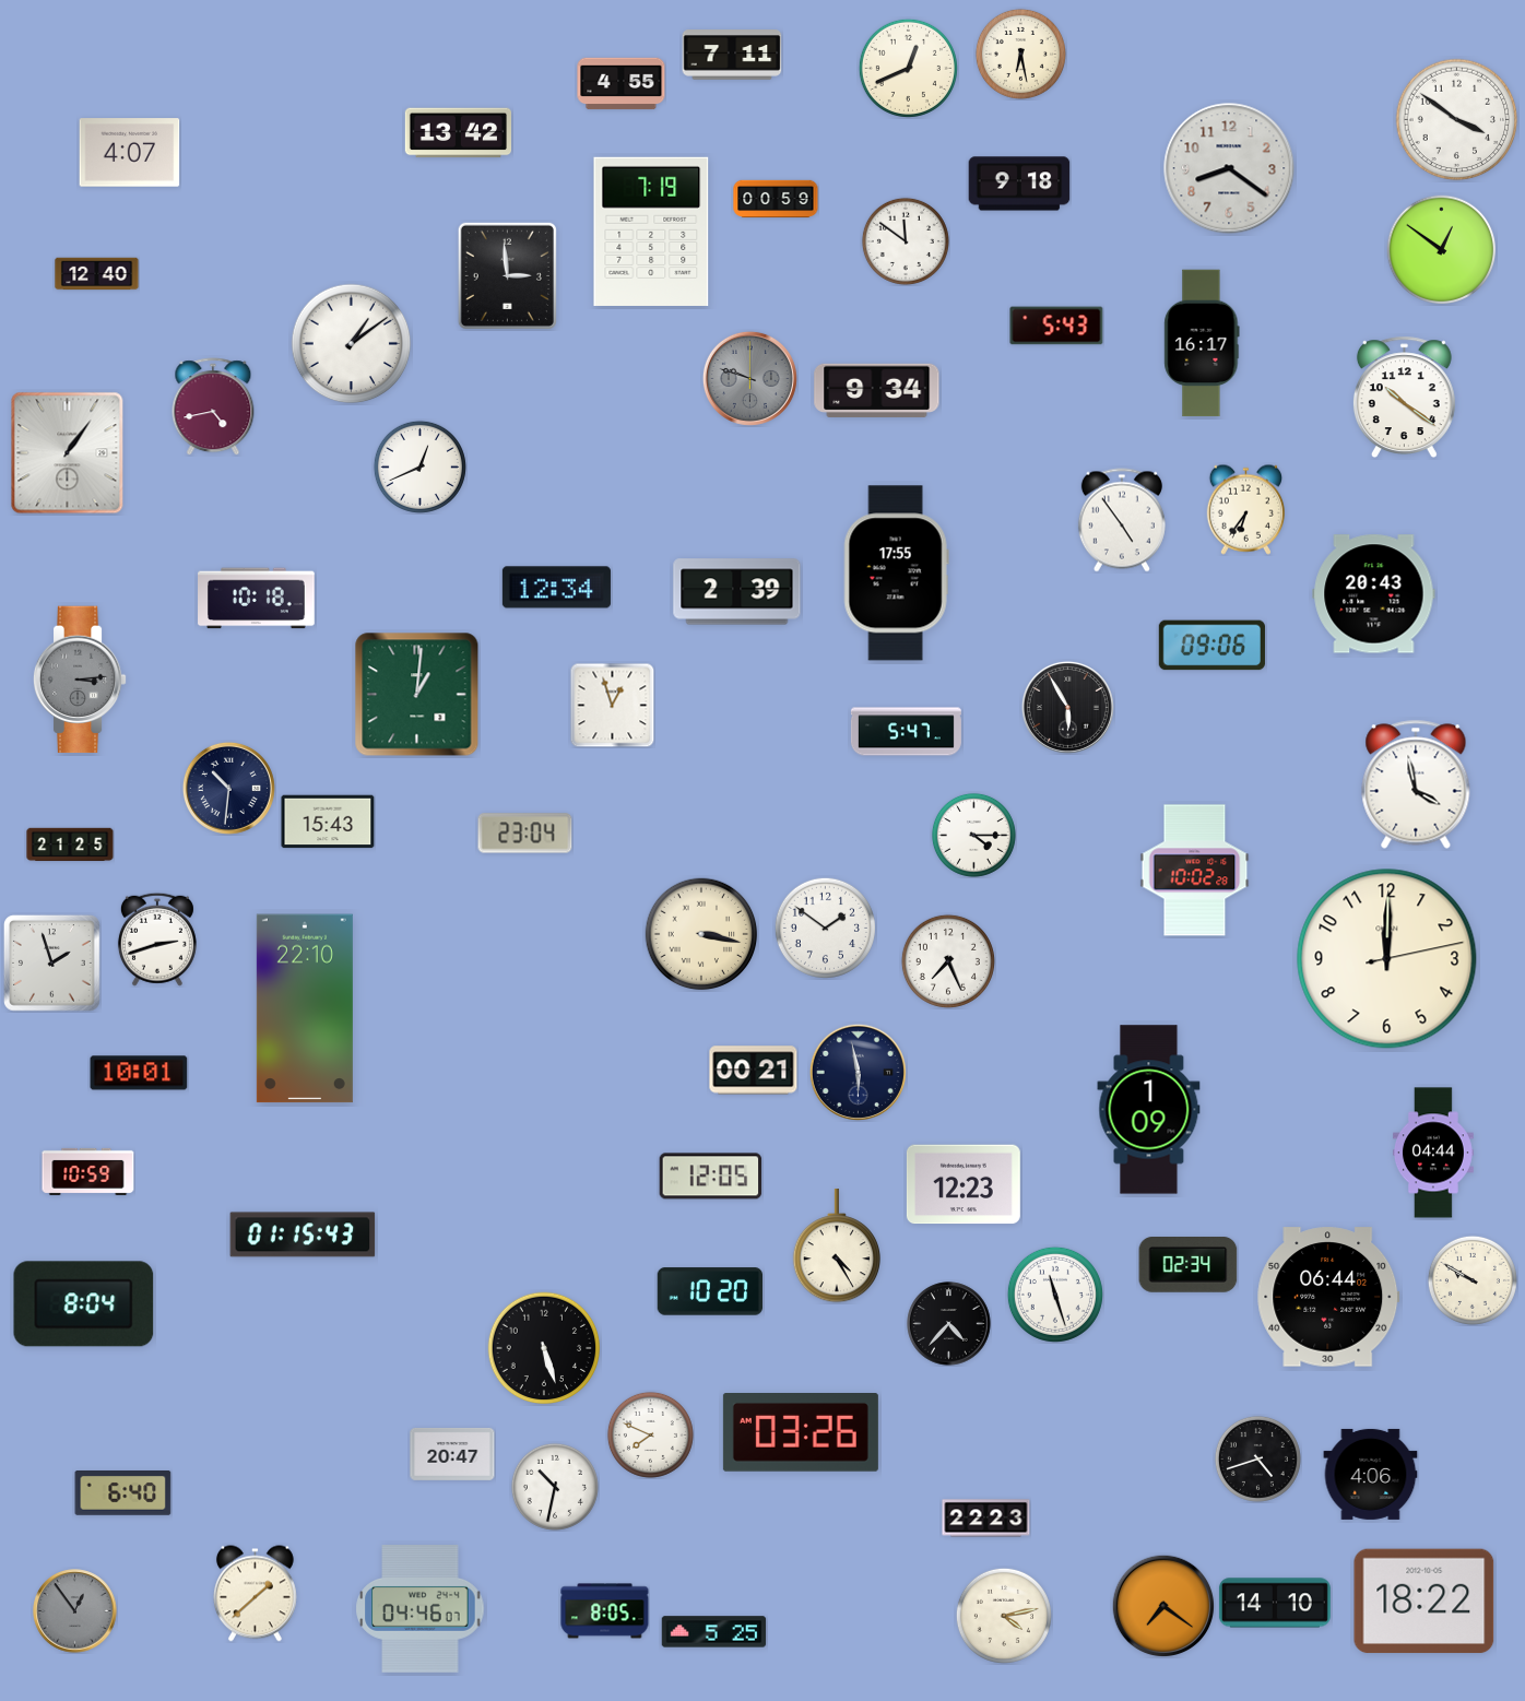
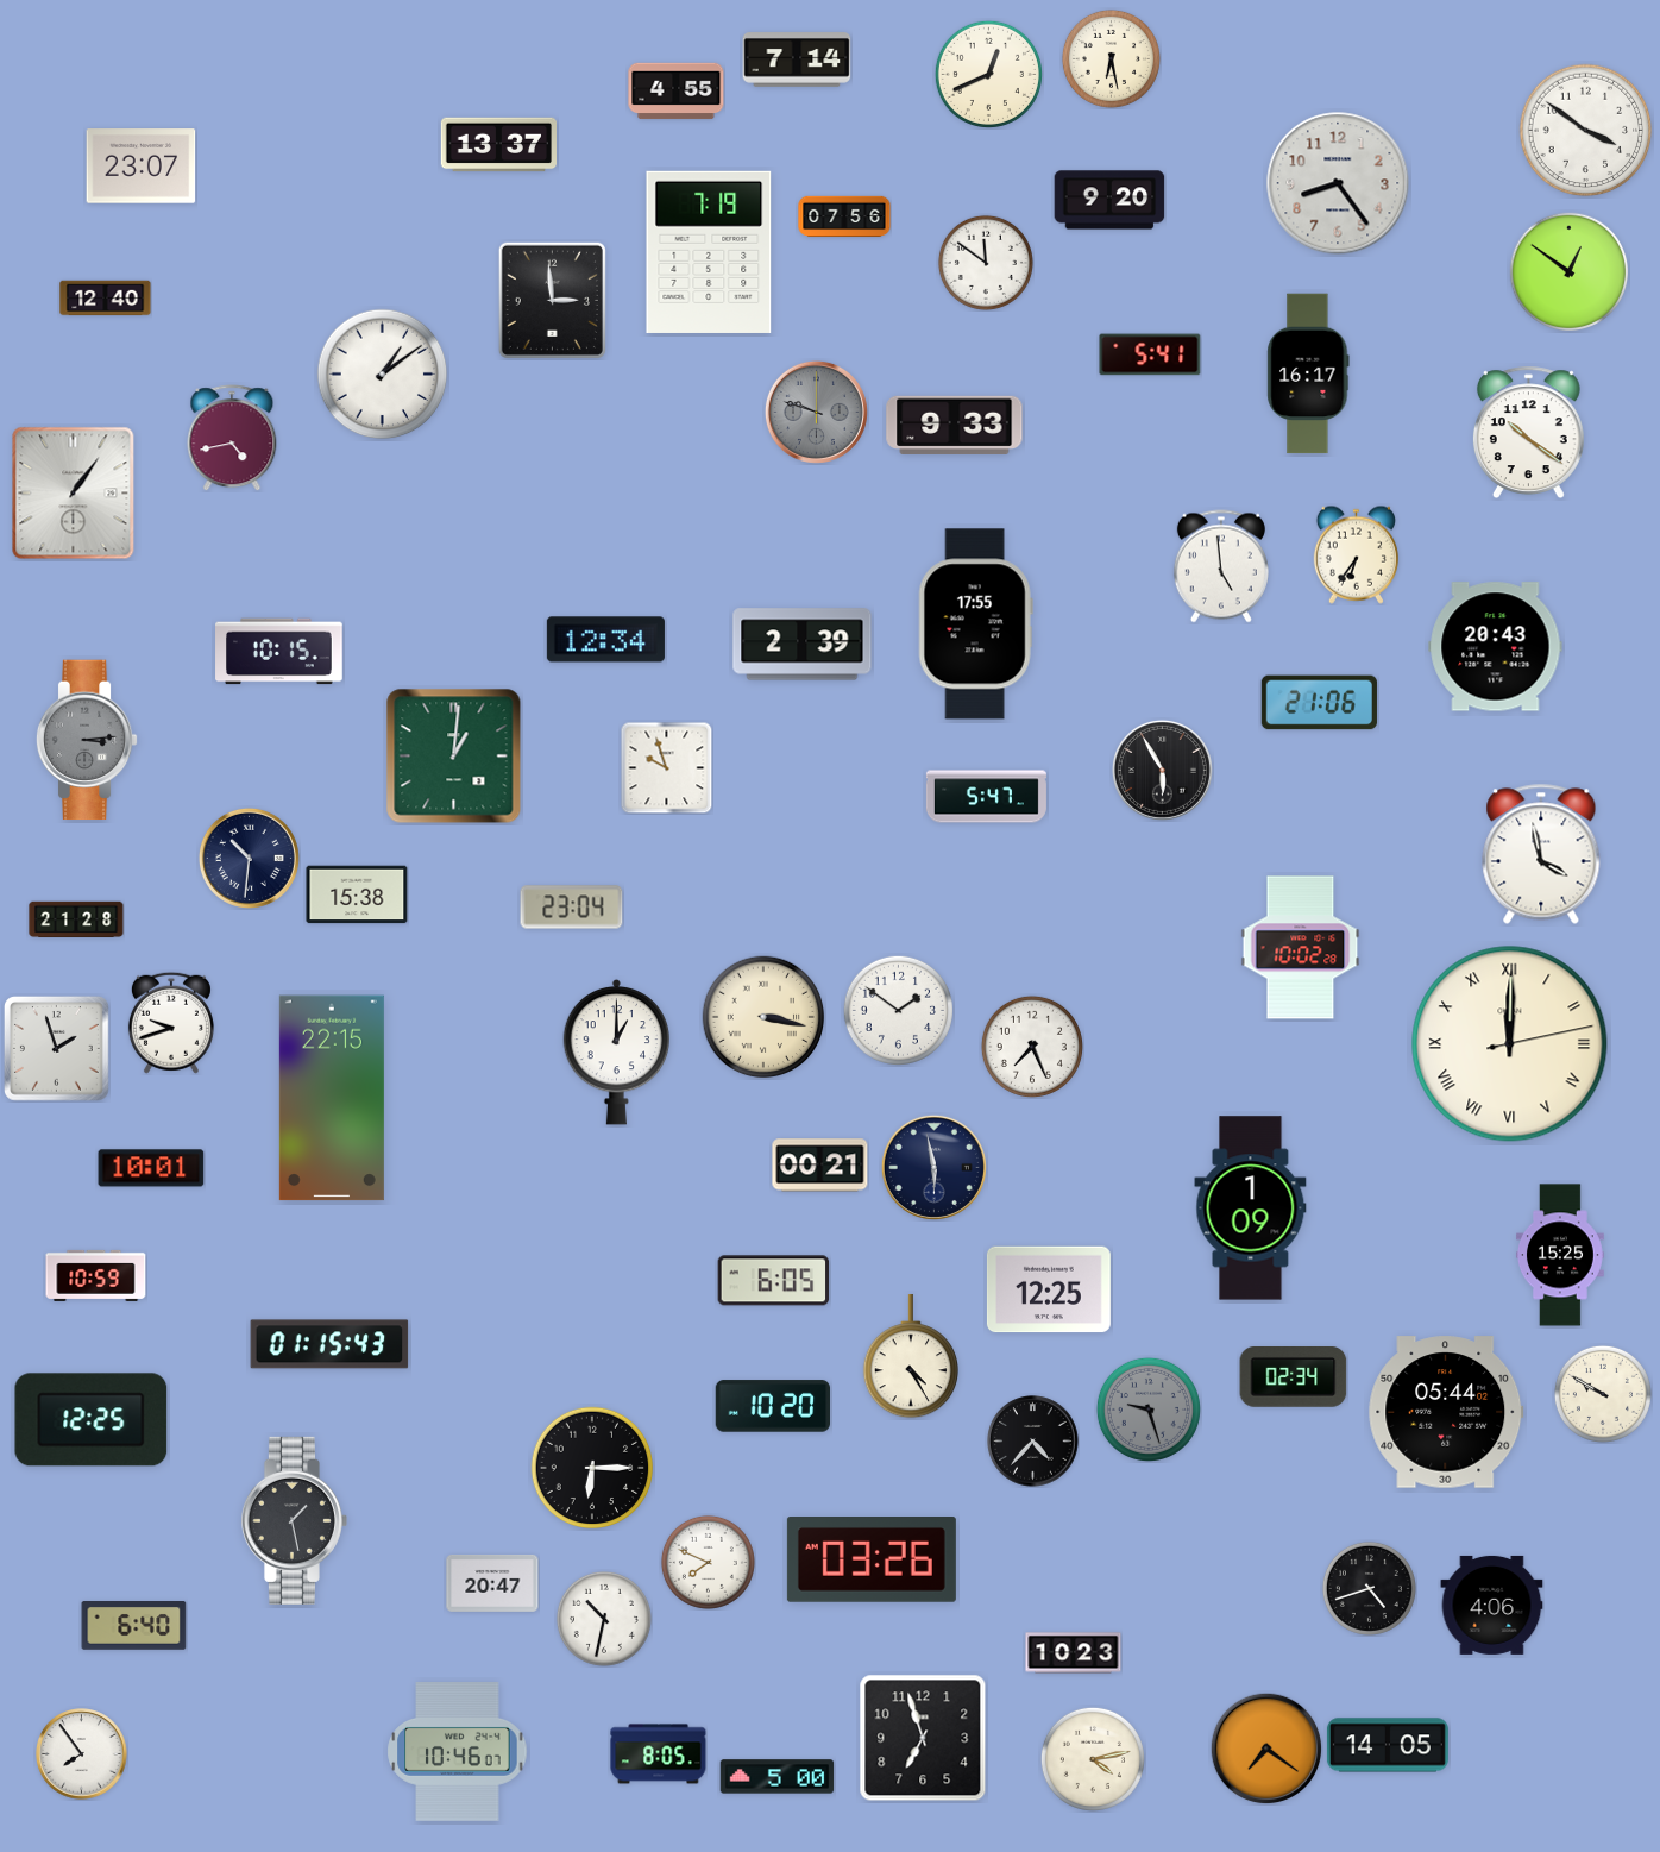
clock at (732, 55): 7:11 -> 7:14
clock at (458, 133): 13:42 -> 13:37
clock at (130, 153): 4:07 -> 23:07
clock at (1229, 168): 8:21 -> 8:24
clock at (1019, 184): 9:18 -> 9:20
clock at (776, 199): 00:59 -> 07:56
clock at (1056, 326): 5:43 -> 5:41
clock at (877, 390): 9:34 -> 9:33
clock at (213, 406) position: (213, 406) -> (232, 438)
clock at (419, 466): 12:41 -> none
clock at (1122, 520): 4:54 -> 4:59
clock at (257, 599): 10:18 -> 10:15
clock at (1211, 646): 09:06 -> 21:06
clock at (612, 705): 12:57 -> 9:57
clock at (328, 822): 15:43 -> 15:38
clock at (973, 835): 4:15 -> none
clock at (70, 844): 21:25 -> 21:28
clock at (157, 940): 2:42 -> 9:42
clock at (1387, 959) numerals: Arabic -> Roman
clock at (617, 1051): none -> 1:00
clock at (305, 1008): 22:10 -> 22:15
clock at (1434, 1153): 04:44 -> 15:25
clock at (711, 1177): 12:05 -> 6:05
clock at (964, 1184): 12:23 -> 12:25
clock at (1055, 1295): 11:27 -> 9:27
clock at (1055, 1295) dial: white -> grey
clock at (1328, 1297): 06:44 -> 05:44
clock at (84, 1304): 8:04 -> 12:25
clock at (544, 1348): 5:27 -> 6:15
clock at (294, 1520): none -> 1:28
clock at (986, 1519): 22:23 -> 10:23
clock at (255, 1594): 1:38 -> none
clock at (923, 1738): none -> 6:57
clock at (1424, 1602): 18:22 -> none
clock at (1275, 1603): 14:10 -> 14:05
clock at (421, 1609): 04:46 -> 10:46
clock at (75, 1611): 12:54 -> 7:54
clock at (75, 1611) dial: grey -> white
clock at (714, 1632): 5:25 -> 5:00
